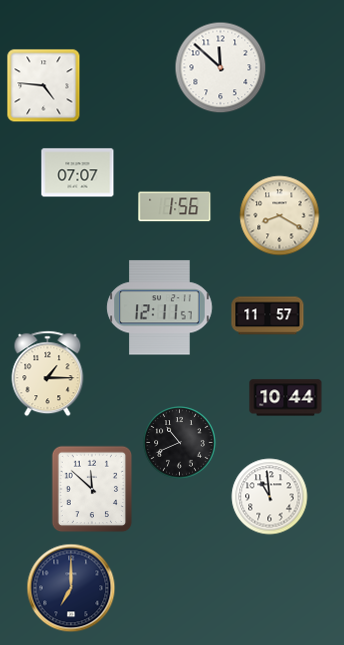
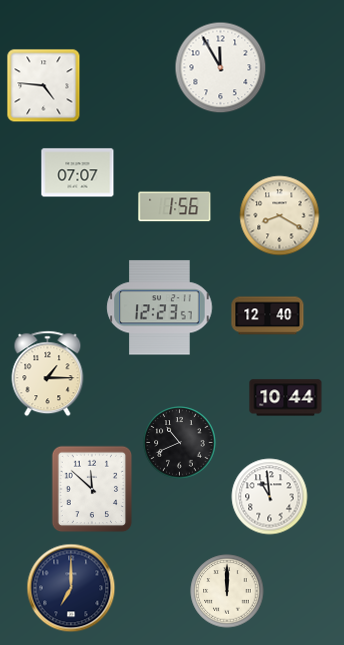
clock at (221, 68): 11:52 -> 11:55
clock at (160, 308): 12:11 -> 12:23
clock at (268, 316): 11:57 -> 12:40
clock at (227, 591): none -> 12:00
